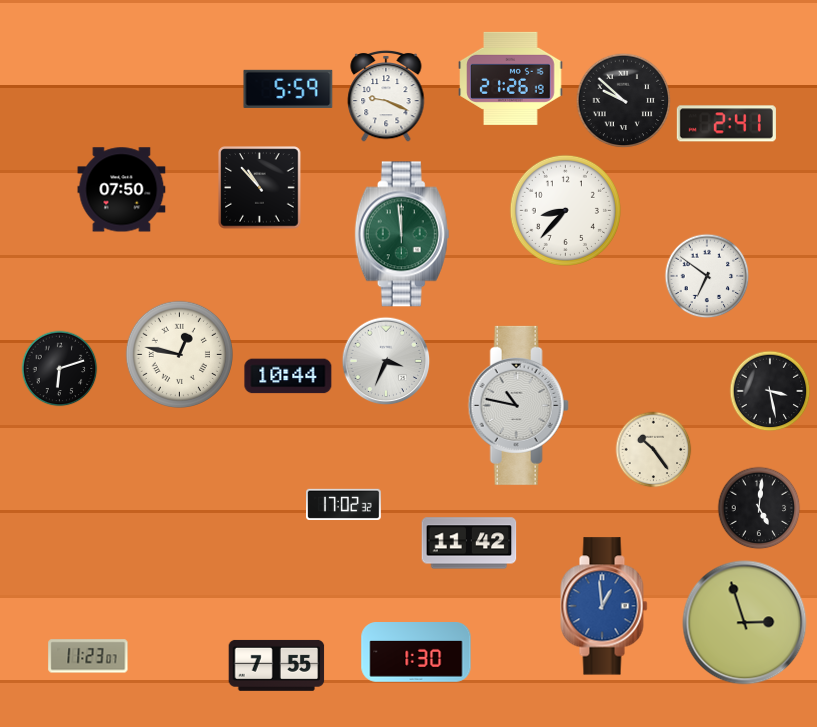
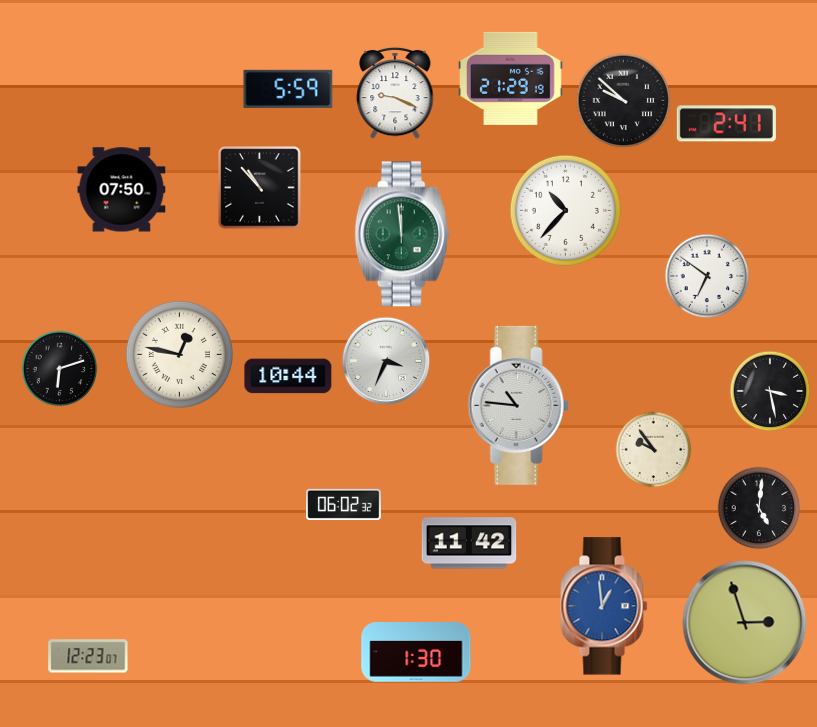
clock at (511, 78): 21:26 -> 21:29
clock at (386, 96) position: (386, 96) -> (395, 93)
clock at (565, 210): 8:37 -> 10:37
clock at (518, 405): 10:47 -> 10:46
clock at (654, 450): 10:24 -> 9:54
clock at (344, 504): 17:02 -> 06:02
clock at (88, 656): 11:23 -> 12:23
clock at (277, 665): 7:55 -> none
